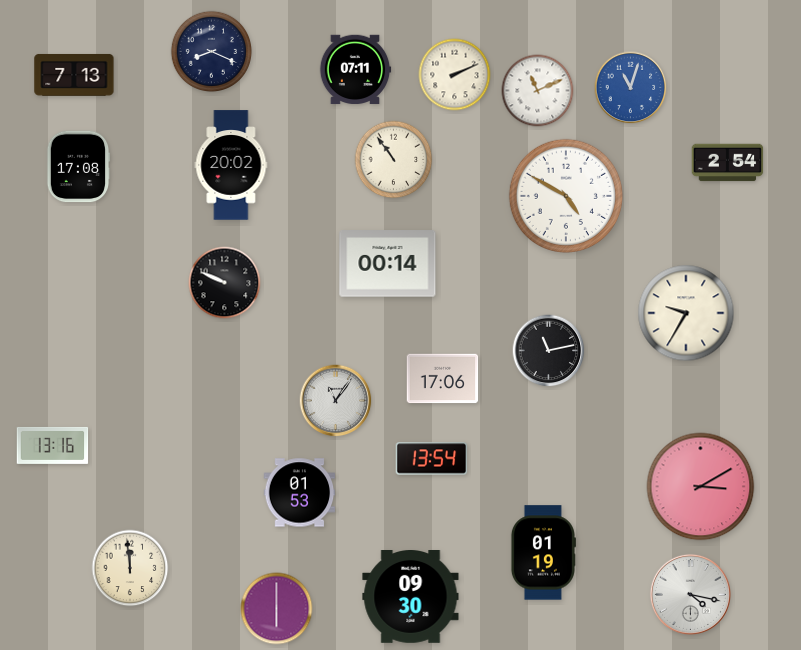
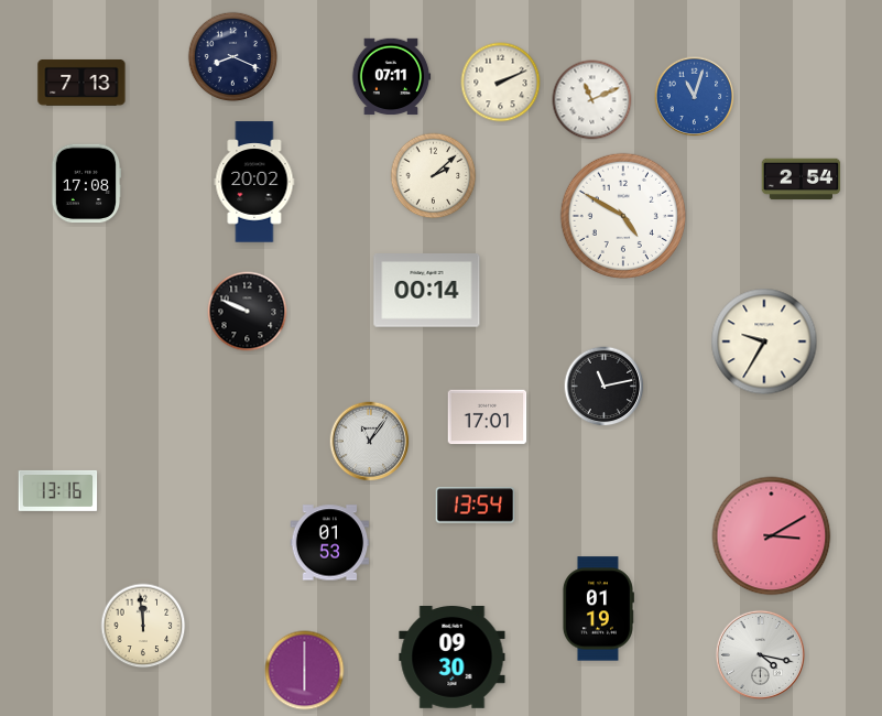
clock at (394, 160): 10:54 -> 2:08
clock at (686, 313) position: (686, 313) -> (764, 341)
clock at (443, 379): 17:06 -> 17:01
